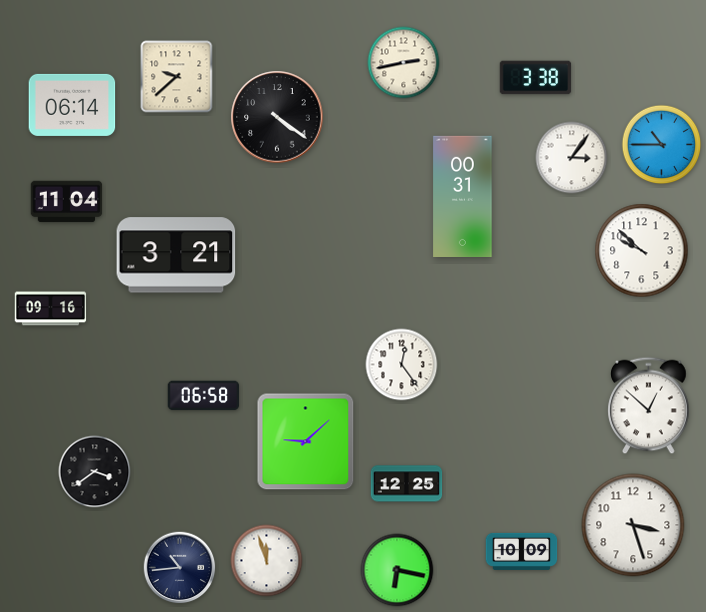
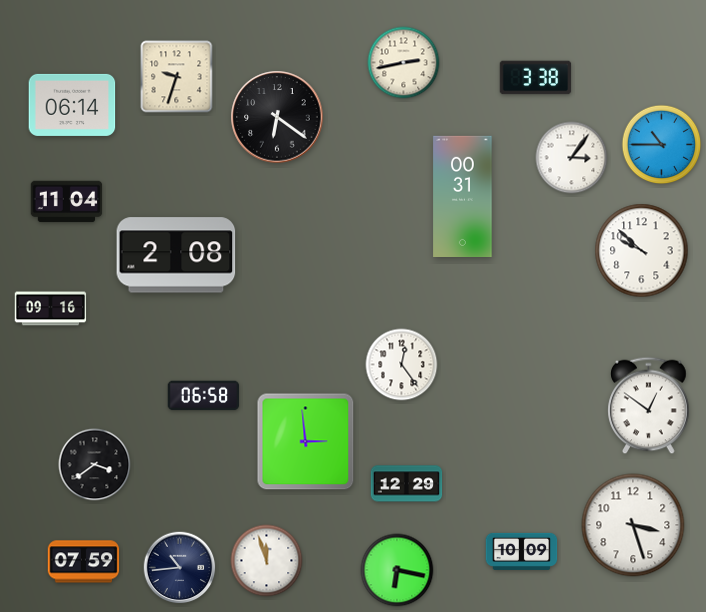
clock at (177, 77): 9:38 -> 9:33
clock at (277, 117): 4:21 -> 6:21
clock at (176, 255): 3:21 -> 2:08
clock at (649, 406): 12:52 -> 12:51
clock at (306, 442): 9:08 -> 2:59
clock at (95, 472) position: (95, 472) -> (95, 465)
clock at (407, 484): 12:25 -> 12:29
clock at (84, 562): none -> 07:59
